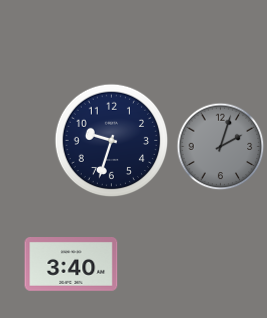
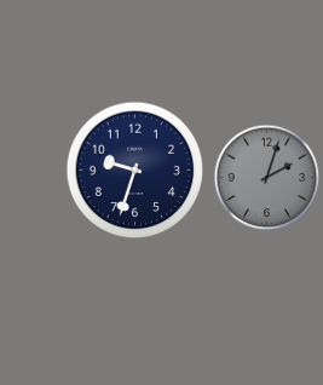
clock at (71, 265): 3:40 -> none
